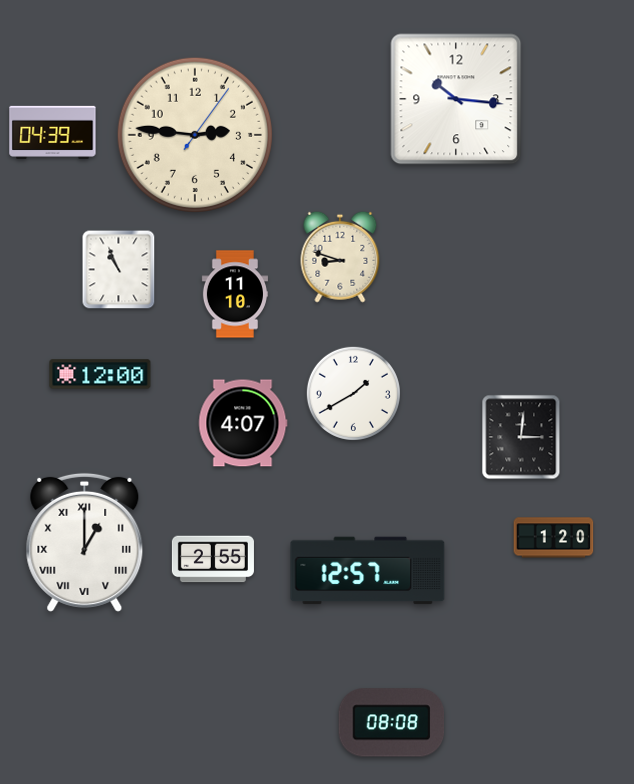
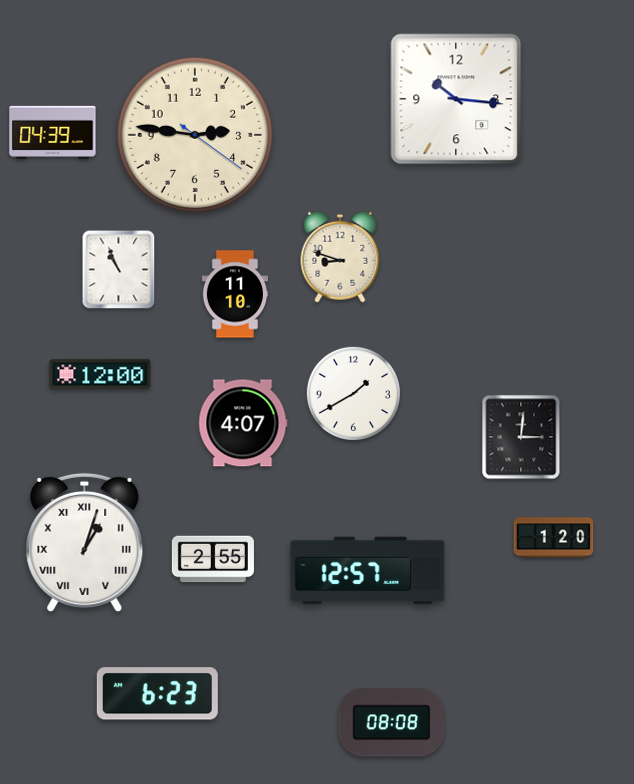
clock at (195, 135): 2:46:06 -> 2:46:21
clock at (85, 542): 1:00 -> 1:03
clock at (157, 694): none -> 6:23
